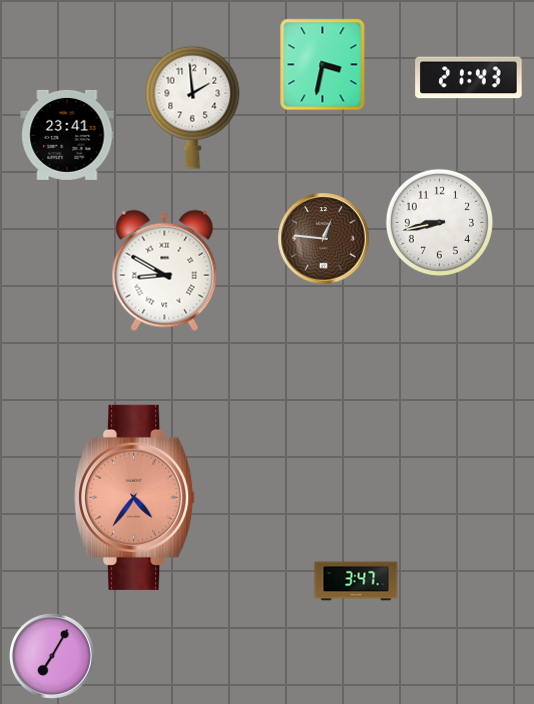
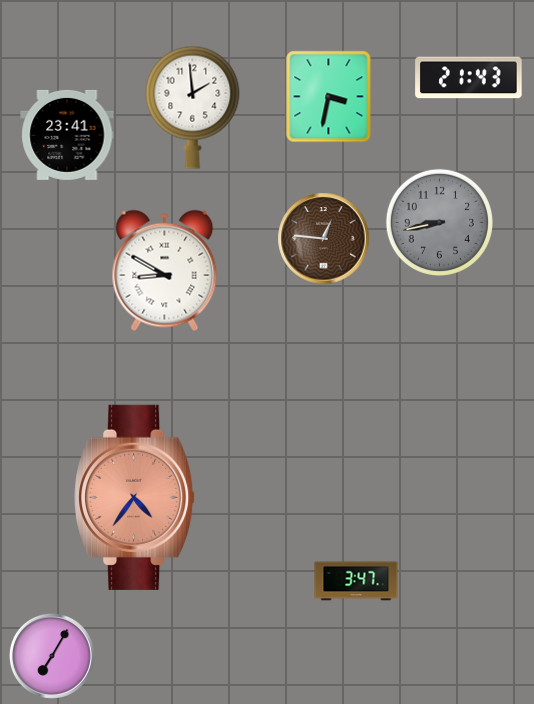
clock at (323, 65) position: (323, 65) -> (329, 97)
clock at (439, 222) dial: white -> grey
